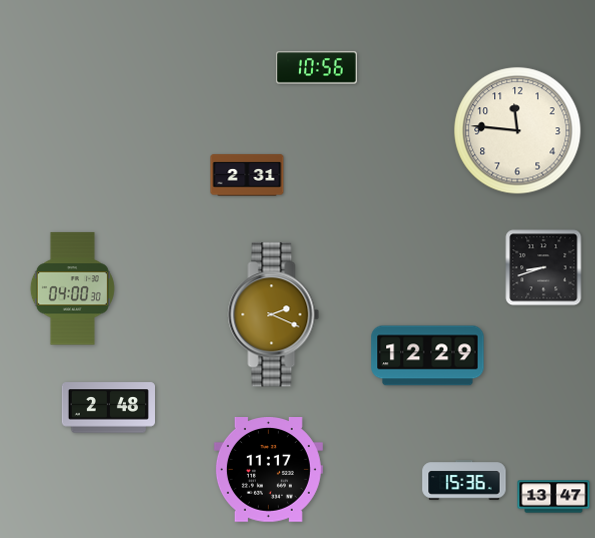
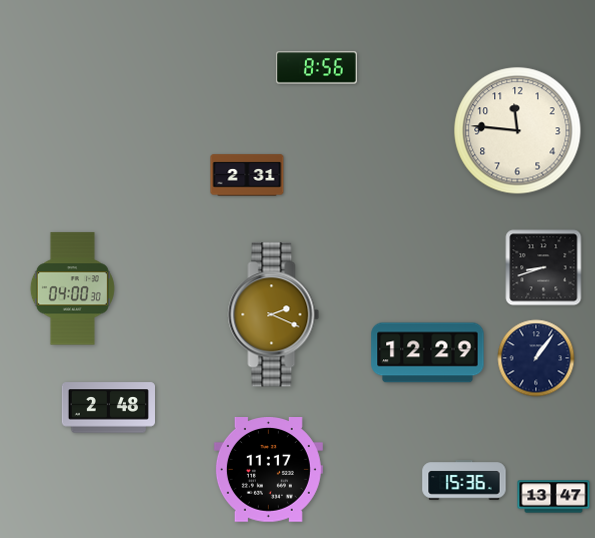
clock at (316, 68): 10:56 -> 8:56
clock at (428, 356) position: (428, 356) -> (428, 353)
clock at (536, 358): none -> 1:06
